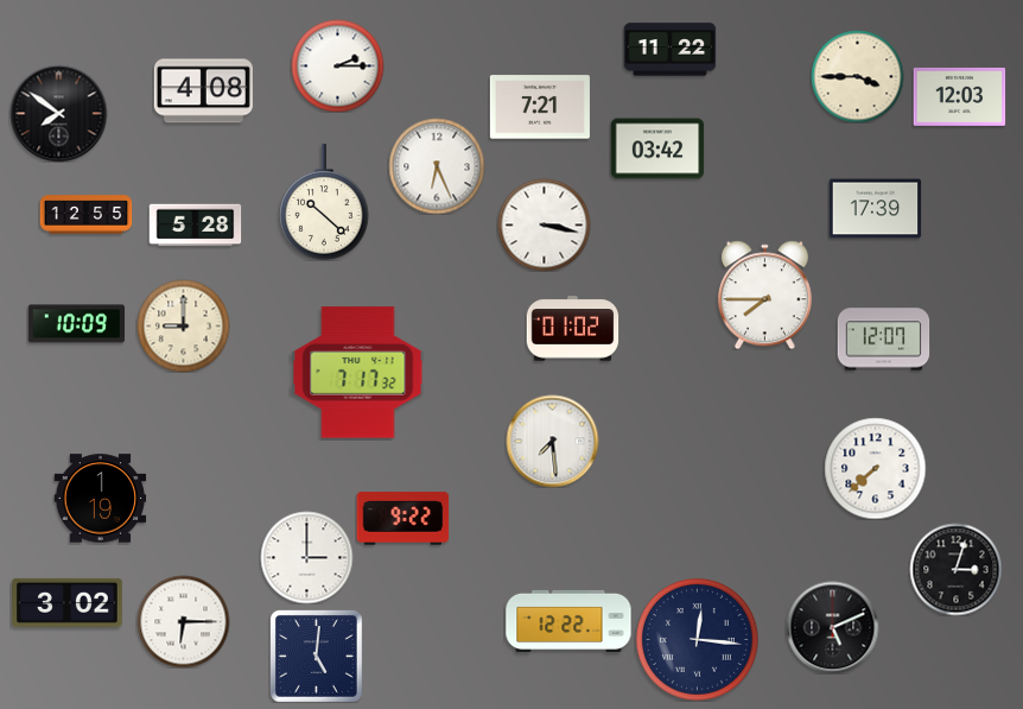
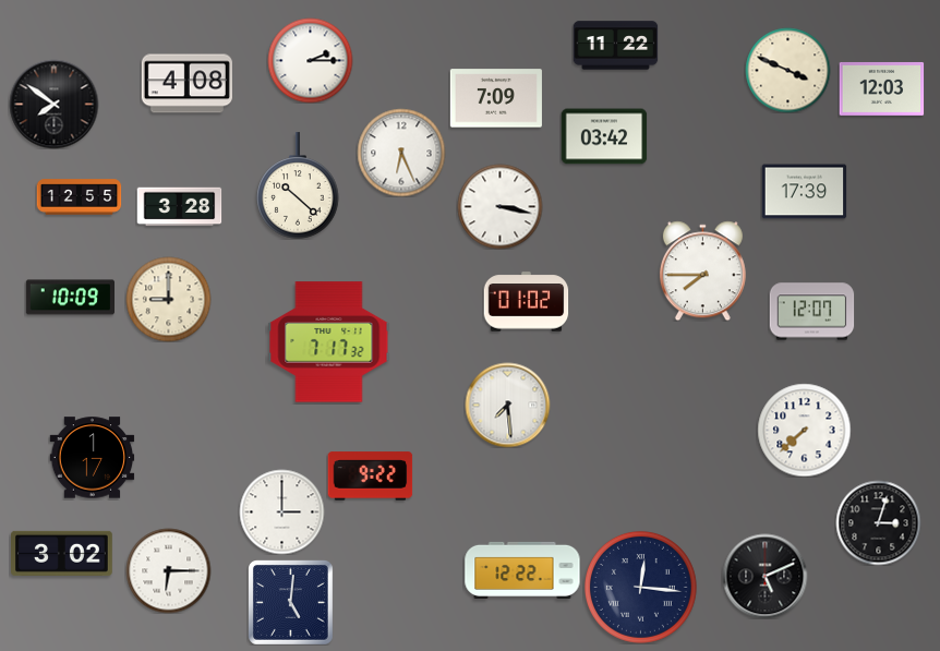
clock at (857, 76): 3:45 -> 3:49
clock at (540, 107): 7:21 -> 7:09
clock at (195, 226): 5:28 -> 3:28
clock at (100, 499): 1:19 -> 1:17
